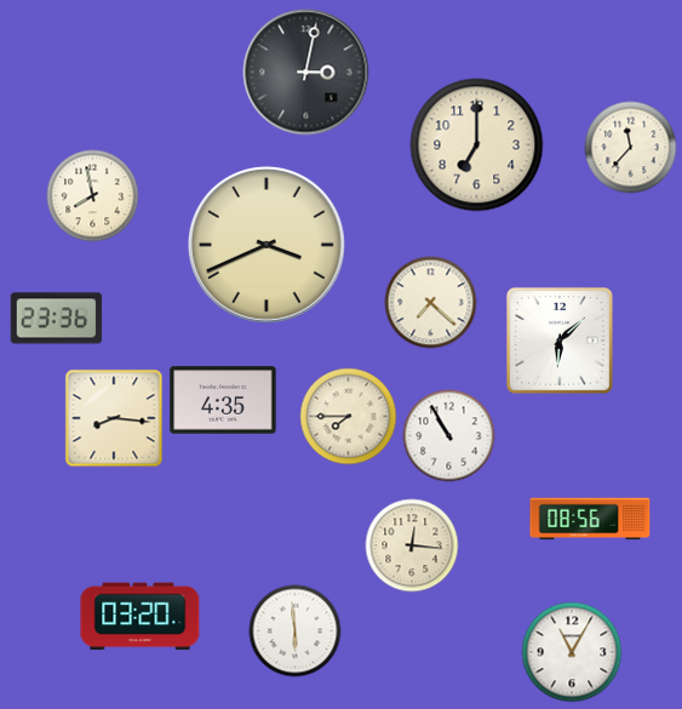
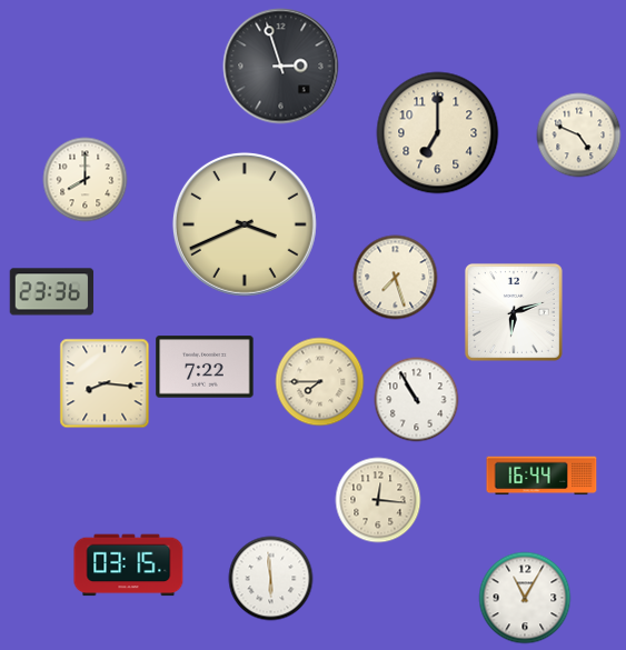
clock at (306, 73): 3:02 -> 2:57
clock at (631, 148): 11:37 -> 4:49
clock at (93, 196): 7:58 -> 8:00
clock at (431, 303): 7:22 -> 7:27
clock at (560, 341): 6:08 -> 6:12
clock at (223, 400): 4:35 -> 7:22
clock at (449, 436) position: (449, 436) -> (417, 400)
clock at (590, 519): 08:56 -> 16:44
clock at (141, 617): 03:20 -> 03:15
